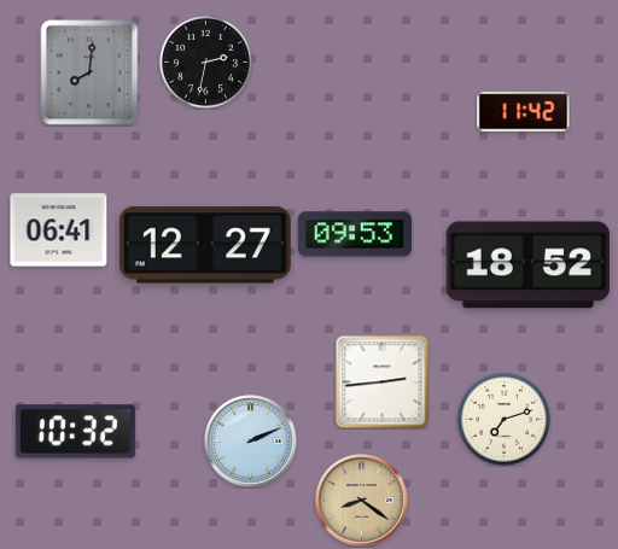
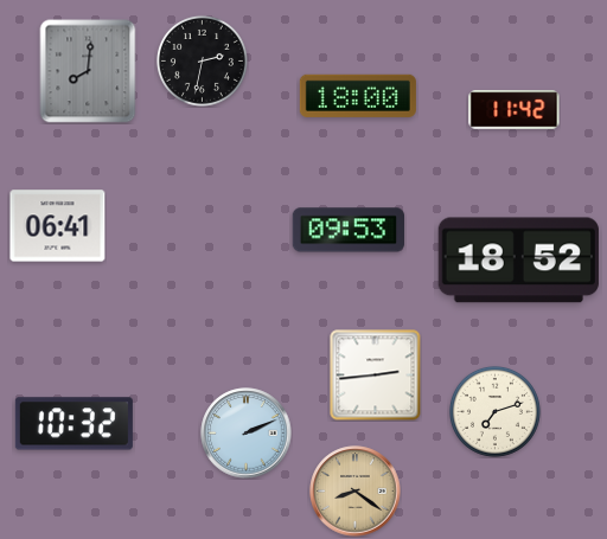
clock at (358, 96): none -> 18:00
clock at (205, 245): 12:27 -> none
